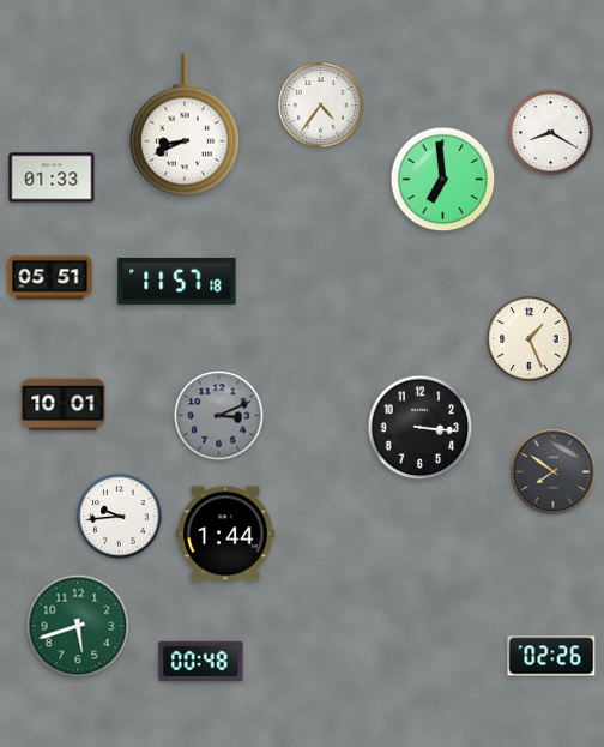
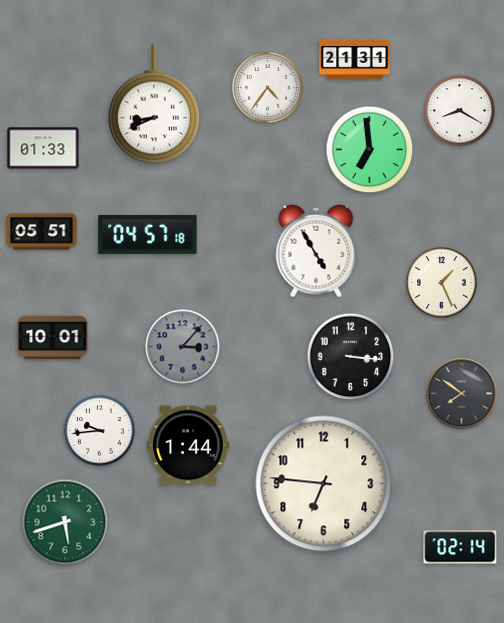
clock at (355, 59): none -> 21:31
clock at (177, 281): 11:57 -> 04:57
clock at (316, 251): none -> 4:55
clock at (219, 416): 3:11 -> 3:07
clock at (324, 484): none -> 6:46
clock at (551, 656): 02:26 -> 02:14
clock at (201, 662): 00:48 -> none
